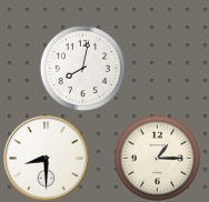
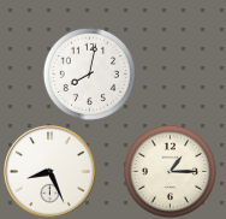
clock at (47, 159): 8:30 -> 8:26
